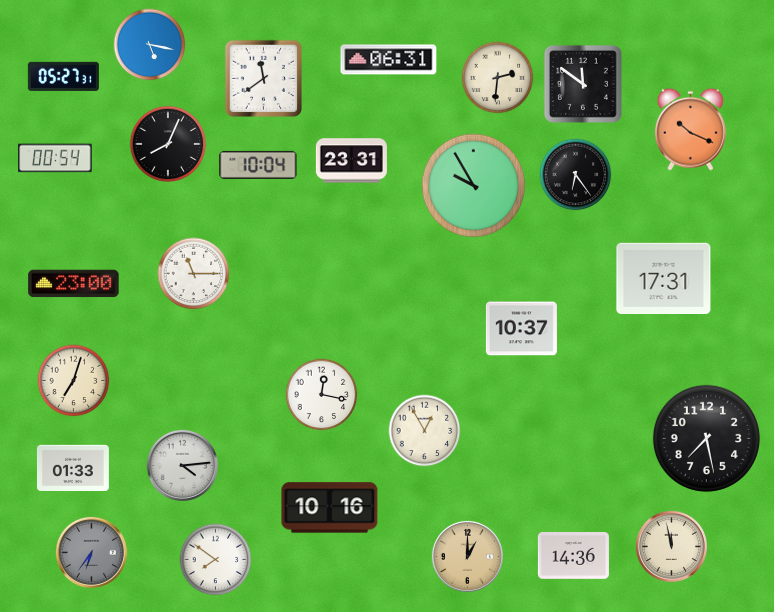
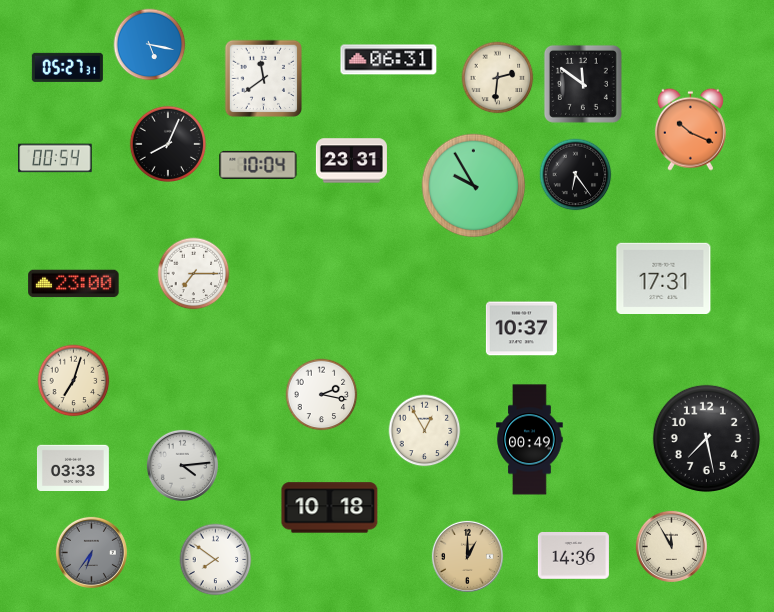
clock at (63, 76) position: (63, 76) -> (67, 67)
clock at (194, 274): 11:15 -> 7:15
clock at (322, 395): 12:17 -> 2:17
clock at (530, 440): none -> 00:49
clock at (73, 468): 01:33 -> 03:33
clock at (330, 508): 10:16 -> 10:18
clock at (671, 546): 11:58 -> 11:55
